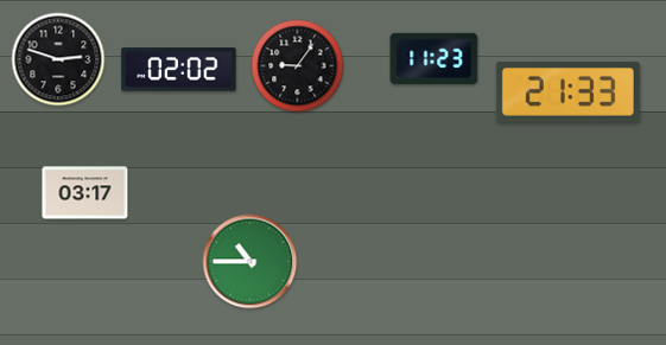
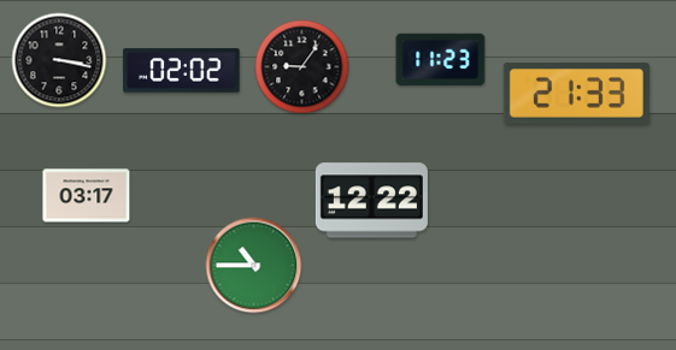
clock at (58, 59): 2:48 -> 3:17
clock at (371, 201): none -> 12:22
